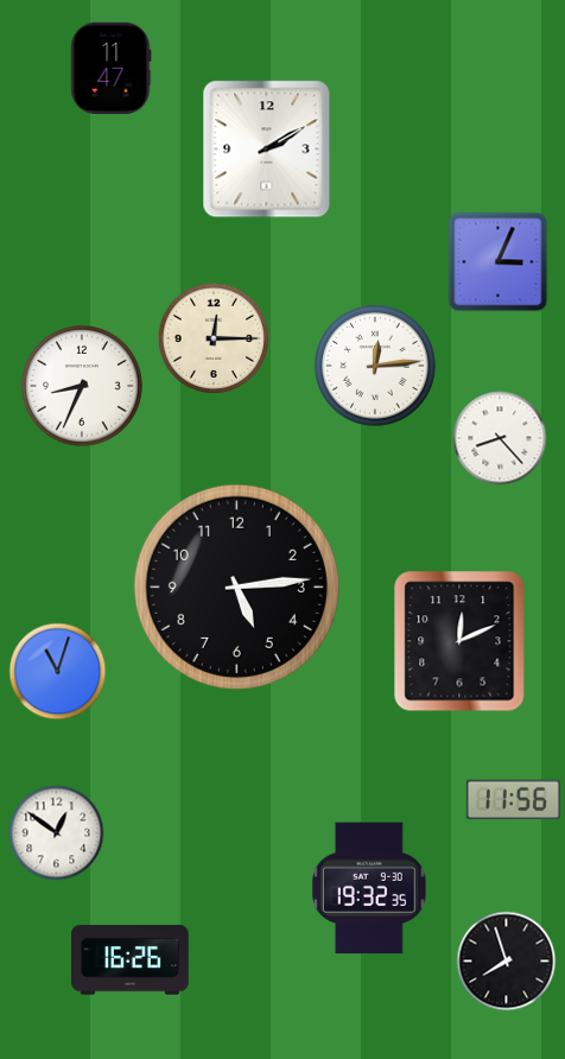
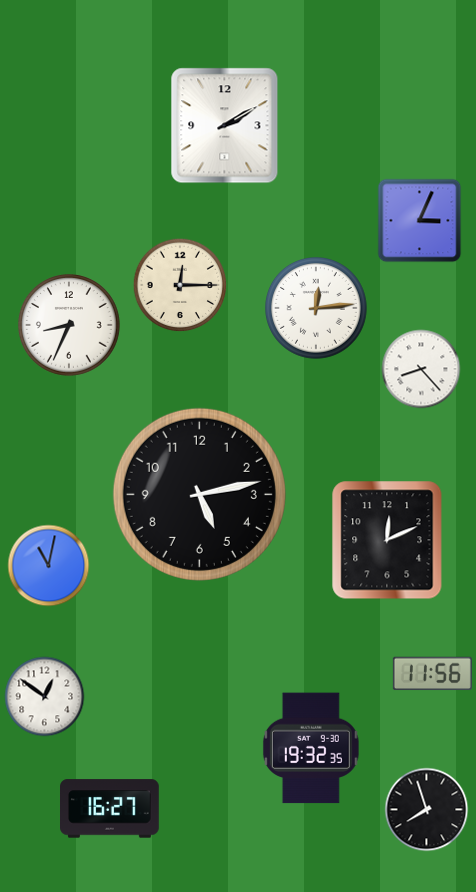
clock at (112, 68): 11:47 -> none
clock at (236, 586): 5:14 -> 5:13
clock at (58, 672): 11:03 -> 11:02
clock at (57, 833) position: (57, 833) -> (45, 697)
clock at (131, 960): 16:26 -> 16:27
